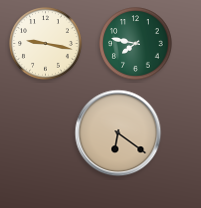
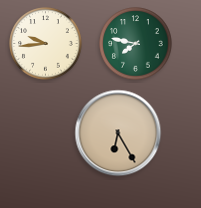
clock at (46, 44): 9:17 -> 9:44
clock at (118, 133): 6:21 -> 6:25
